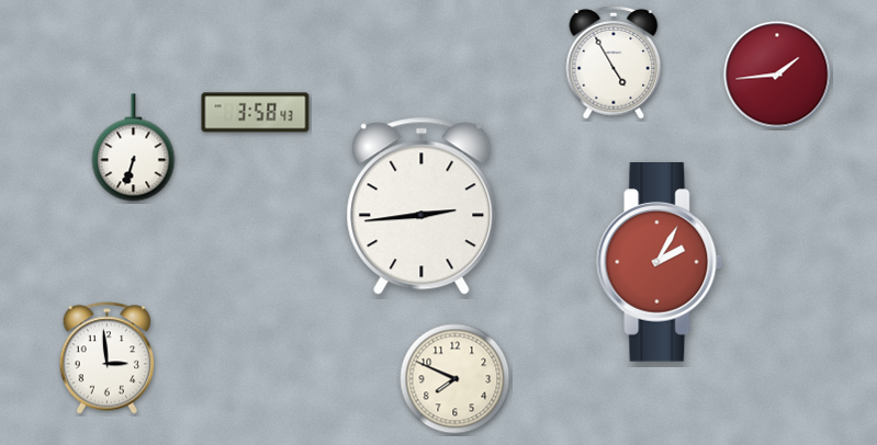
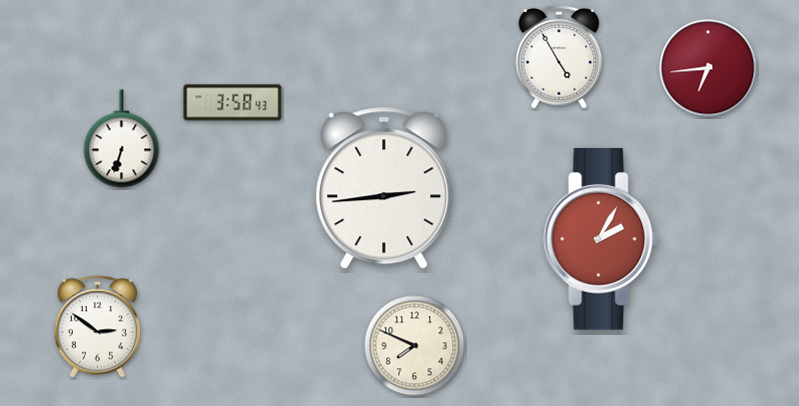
clock at (777, 75): 1:44 -> 6:44
clock at (134, 148) position: (134, 148) -> (122, 139)
clock at (108, 358): 2:59 -> 2:51
